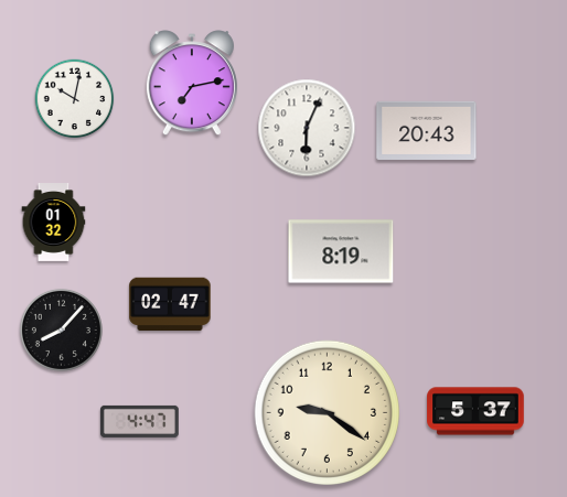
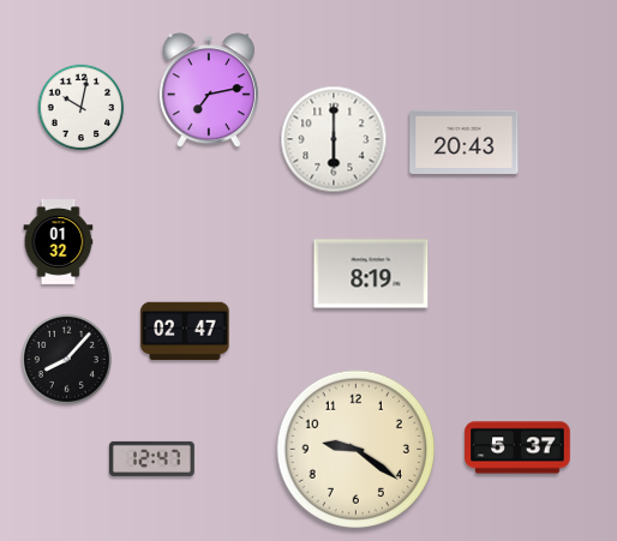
clock at (307, 128): 6:04 -> 6:00
clock at (139, 421): 4:47 -> 12:47
